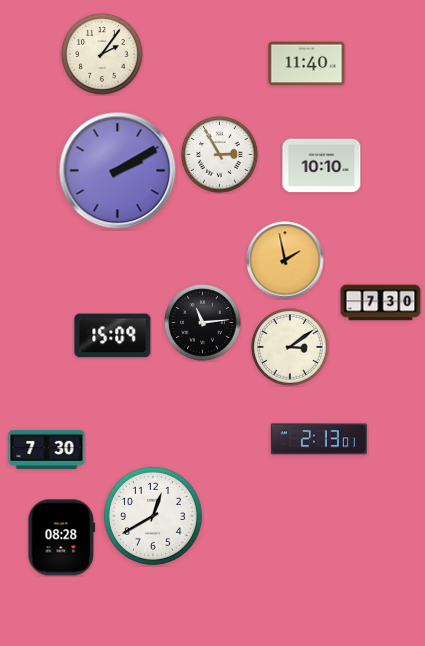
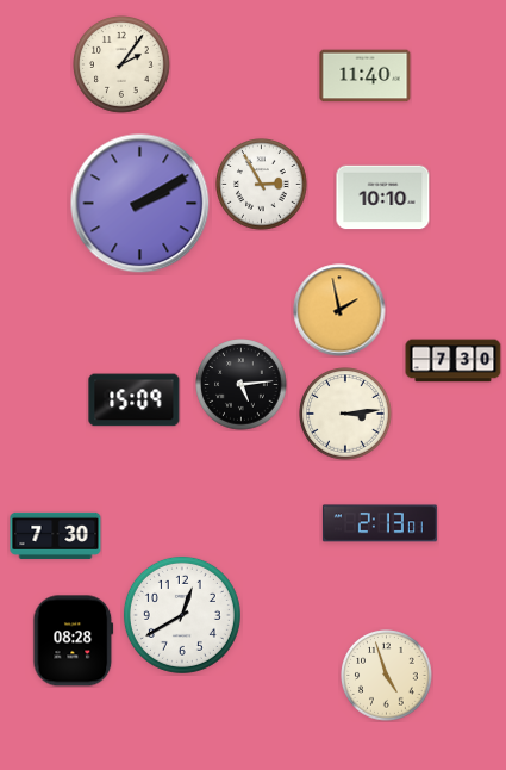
clock at (203, 323): 11:14 -> 5:14
clock at (290, 347): 3:09 -> 3:14
clock at (387, 676): none -> 4:57
